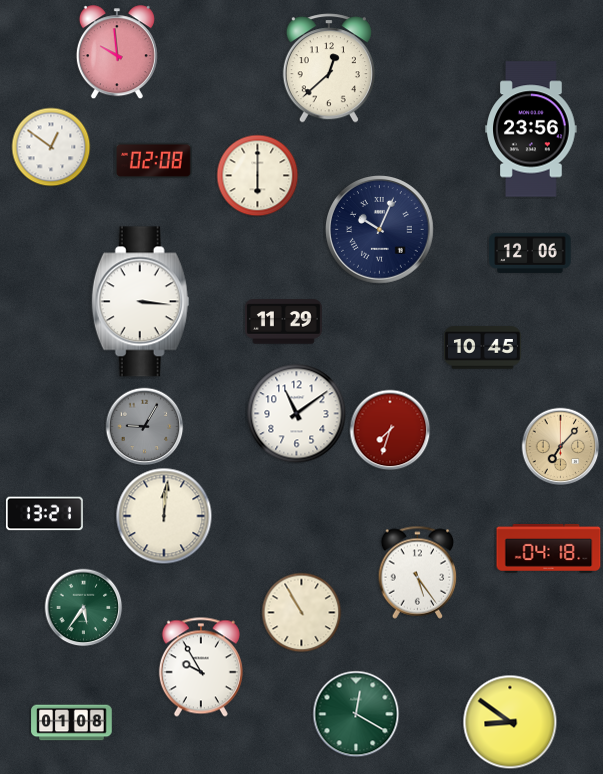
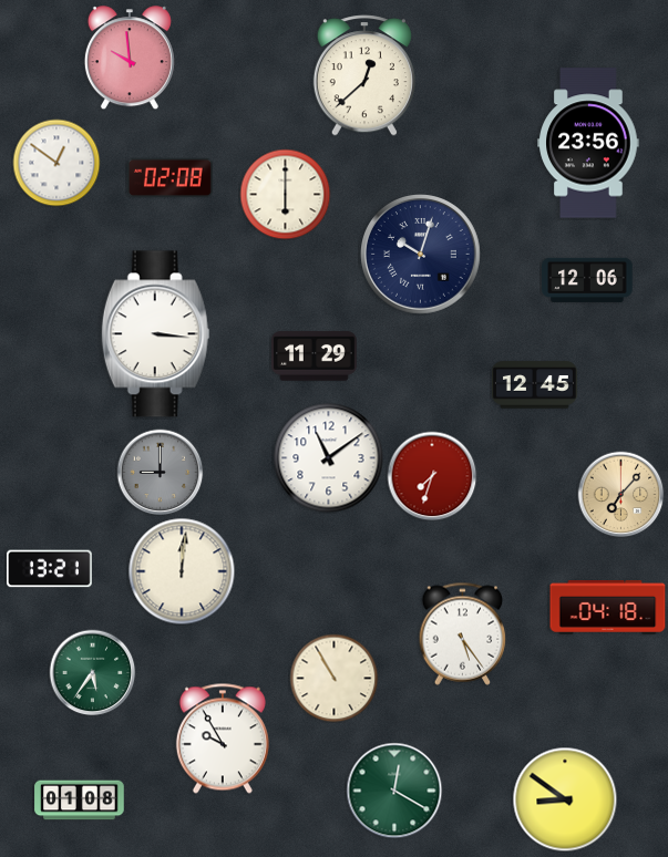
clock at (380, 230): 10:04 -> 10:03
clock at (483, 348): 10:45 -> 12:45
clock at (144, 426): 9:05 -> 9:00
